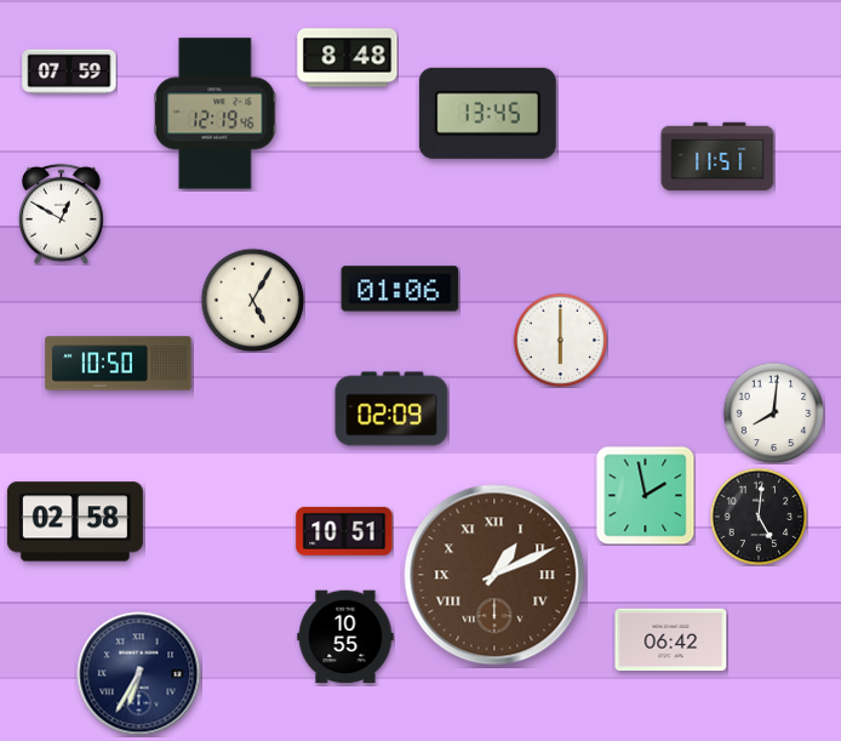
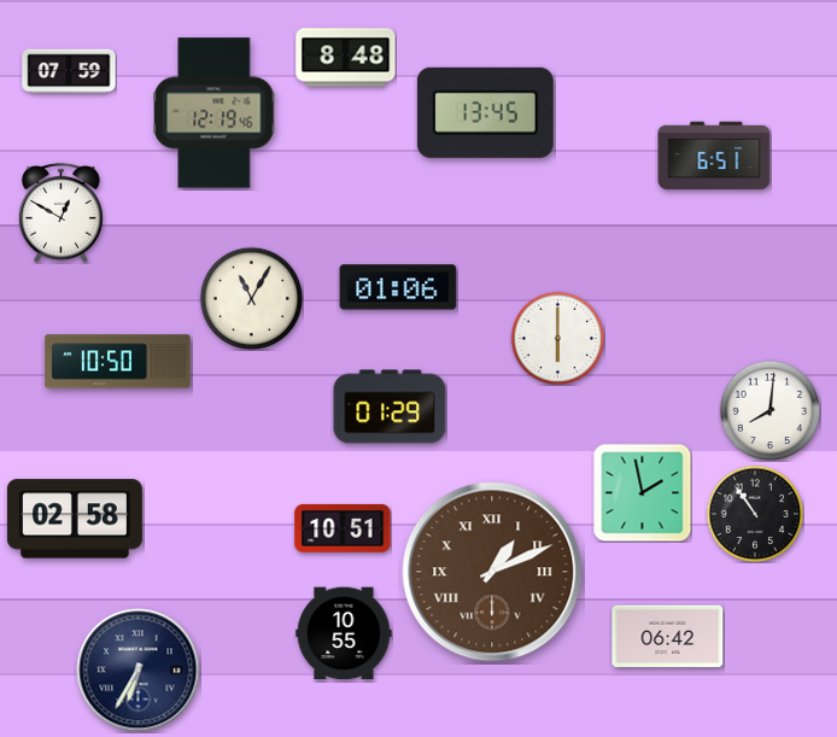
clock at (717, 156): 11:51 -> 6:51
clock at (252, 300): 5:05 -> 11:05
clock at (391, 409): 02:09 -> 01:29
clock at (759, 517): 5:01 -> 10:54
